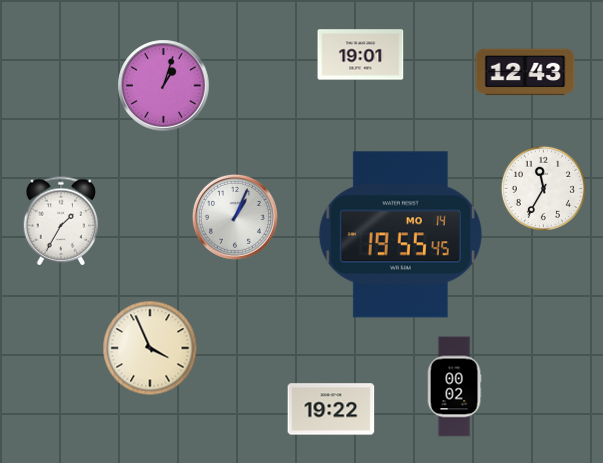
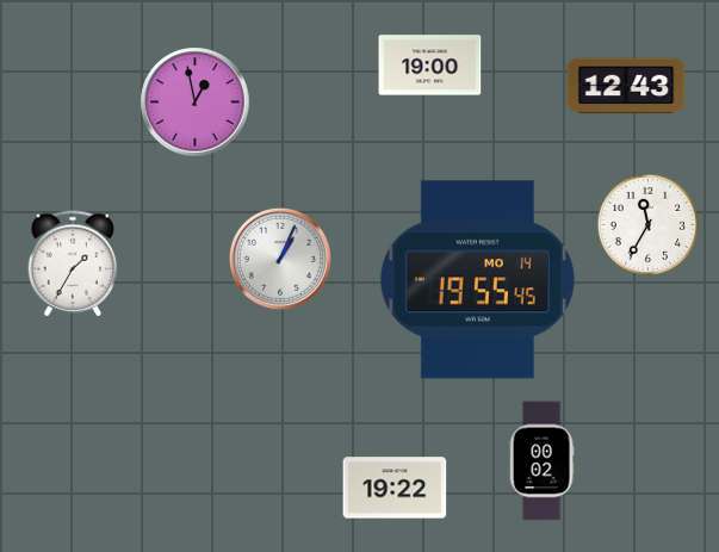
clock at (361, 55): 19:01 -> 19:00
clock at (164, 86): 1:03 -> 12:58
clock at (150, 348): 3:56 -> none
